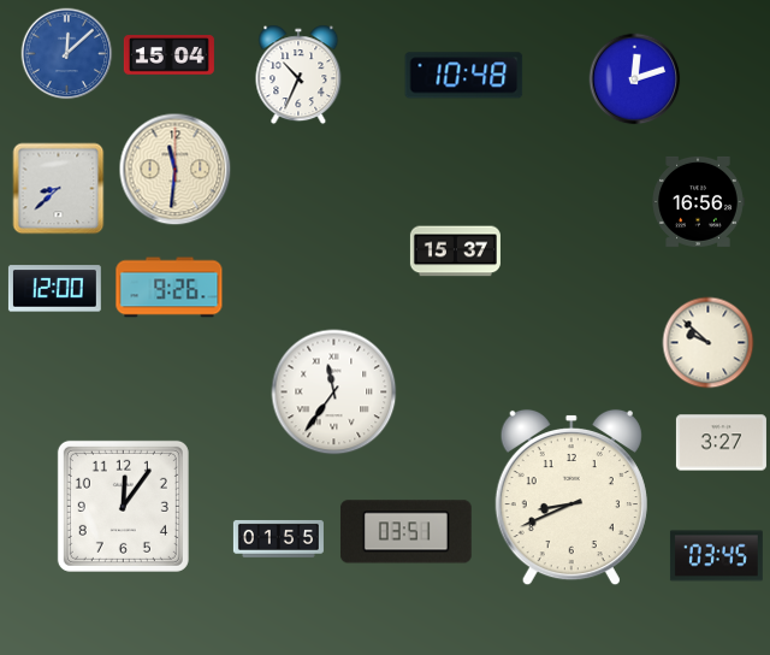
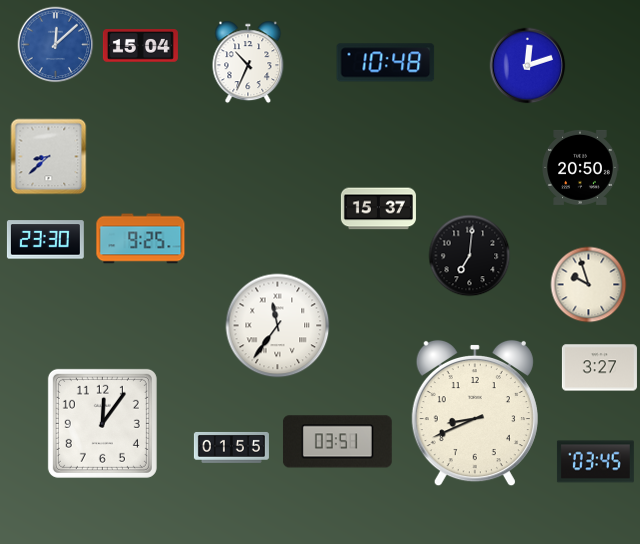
clock at (176, 170): 11:31 -> none
clock at (698, 201): 16:56 -> 20:50
clock at (170, 288): 9:26 -> 9:25
clock at (54, 289): 12:00 -> 23:30
clock at (470, 256): none -> 7:01
clock at (709, 343): 9:52 -> 9:57
clock at (123, 506) position: (123, 506) -> (102, 423)
